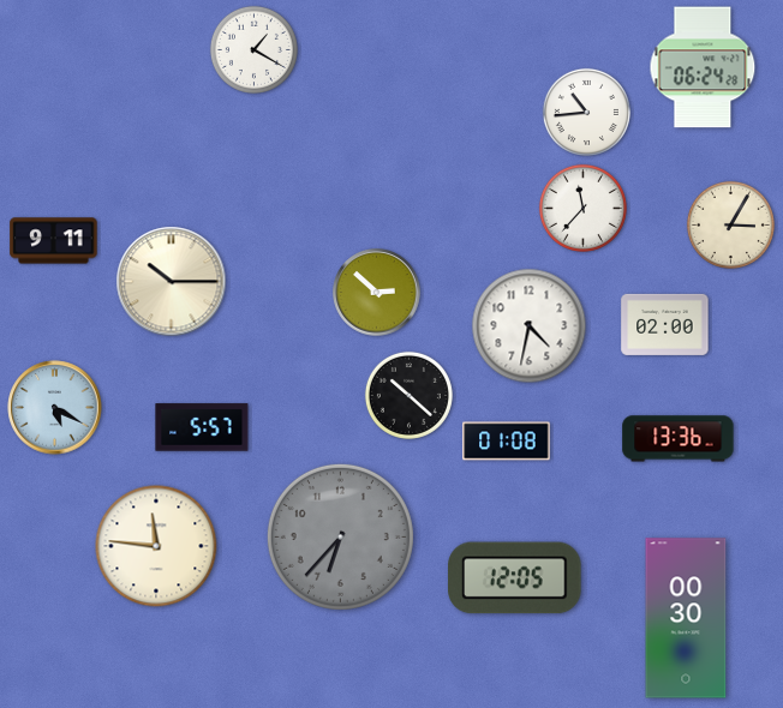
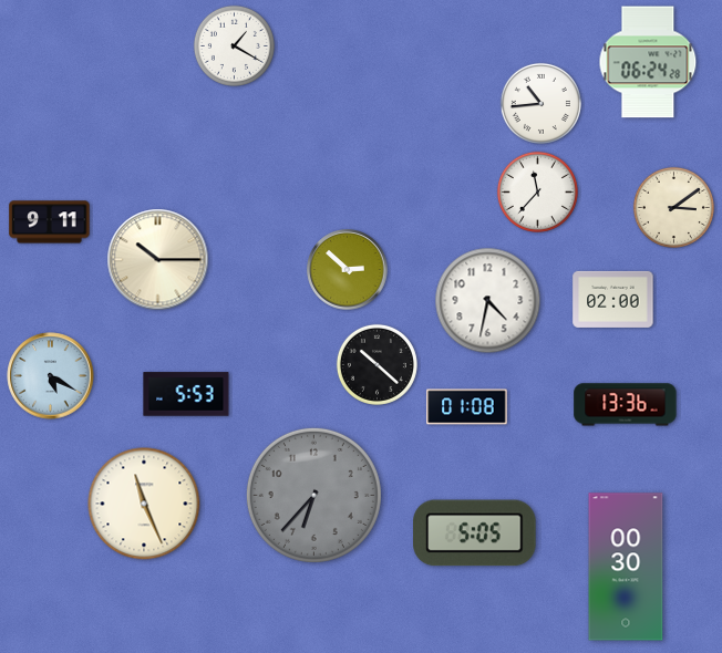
clock at (730, 224): 3:05 -> 3:09
clock at (202, 427): 5:57 -> 5:53
clock at (156, 546): 11:46 -> 11:26
clock at (515, 578): 12:05 -> 5:05
clock at (686, 618) position: (686, 618) -> (626, 567)
